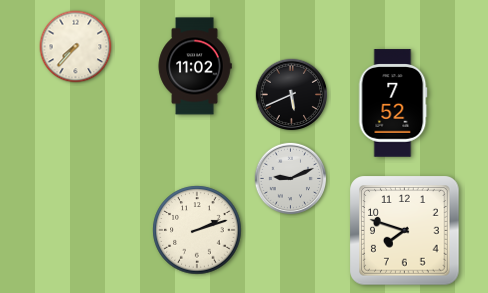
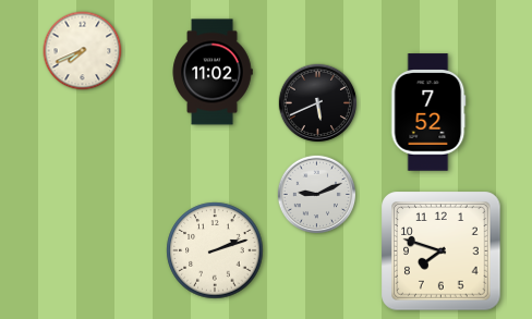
clock at (76, 47): 7:37 -> 7:41
